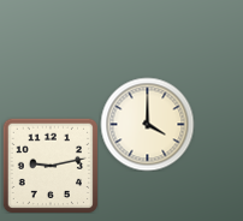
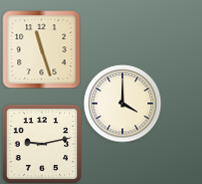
clock at (41, 49): none -> 11:27
clock at (51, 166) position: (51, 166) -> (42, 144)
